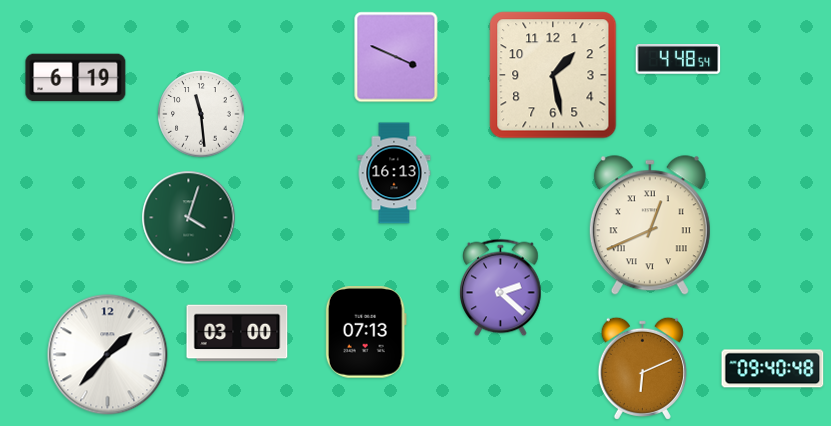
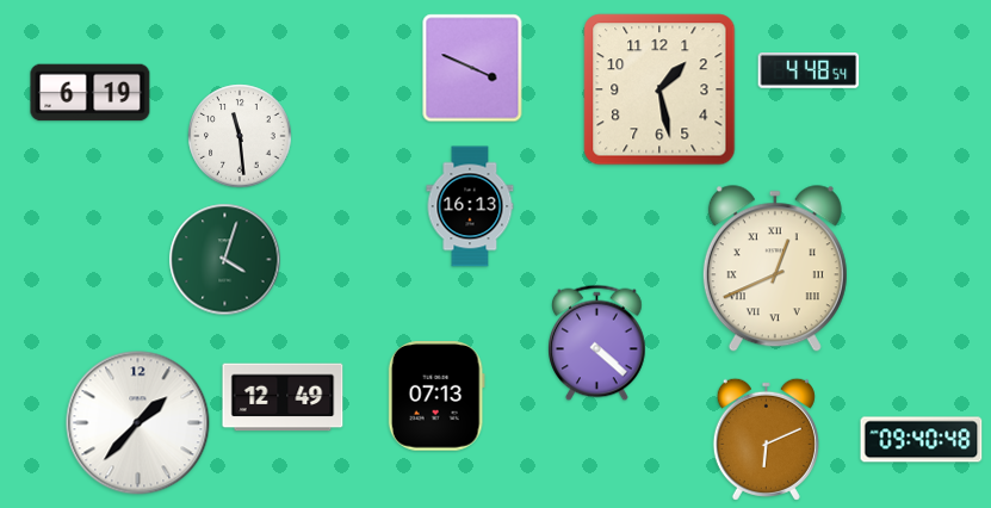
clock at (501, 288): 2:22 -> 4:22
clock at (237, 333): 03:00 -> 12:49
clock at (108, 355) position: (108, 355) -> (138, 423)
